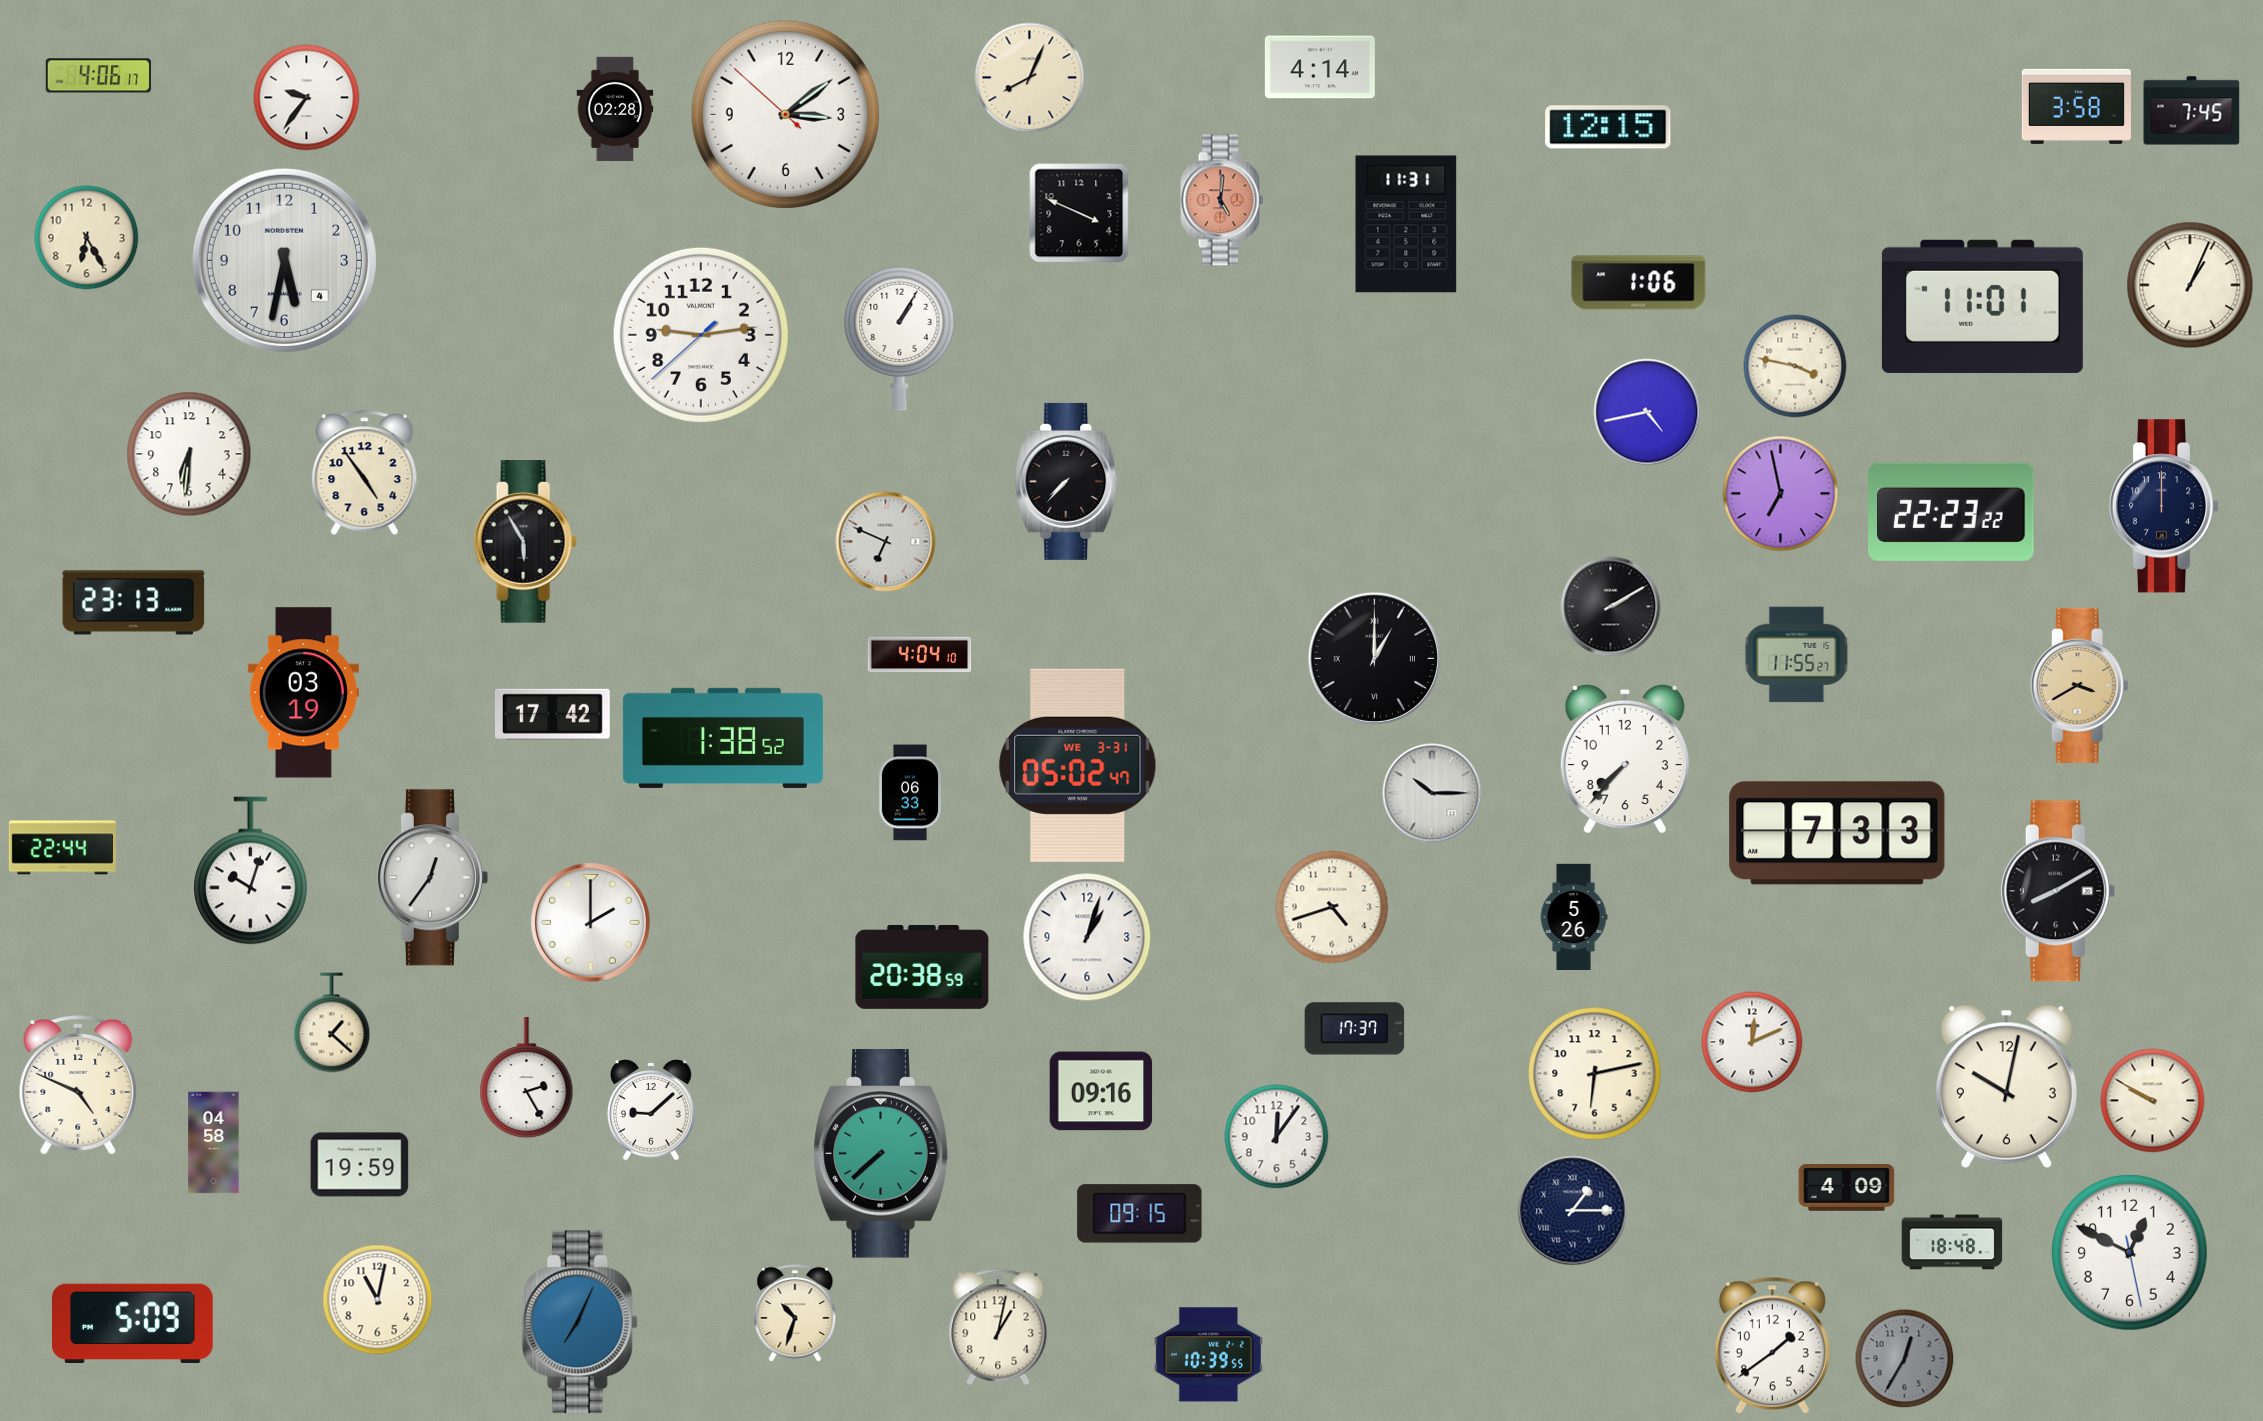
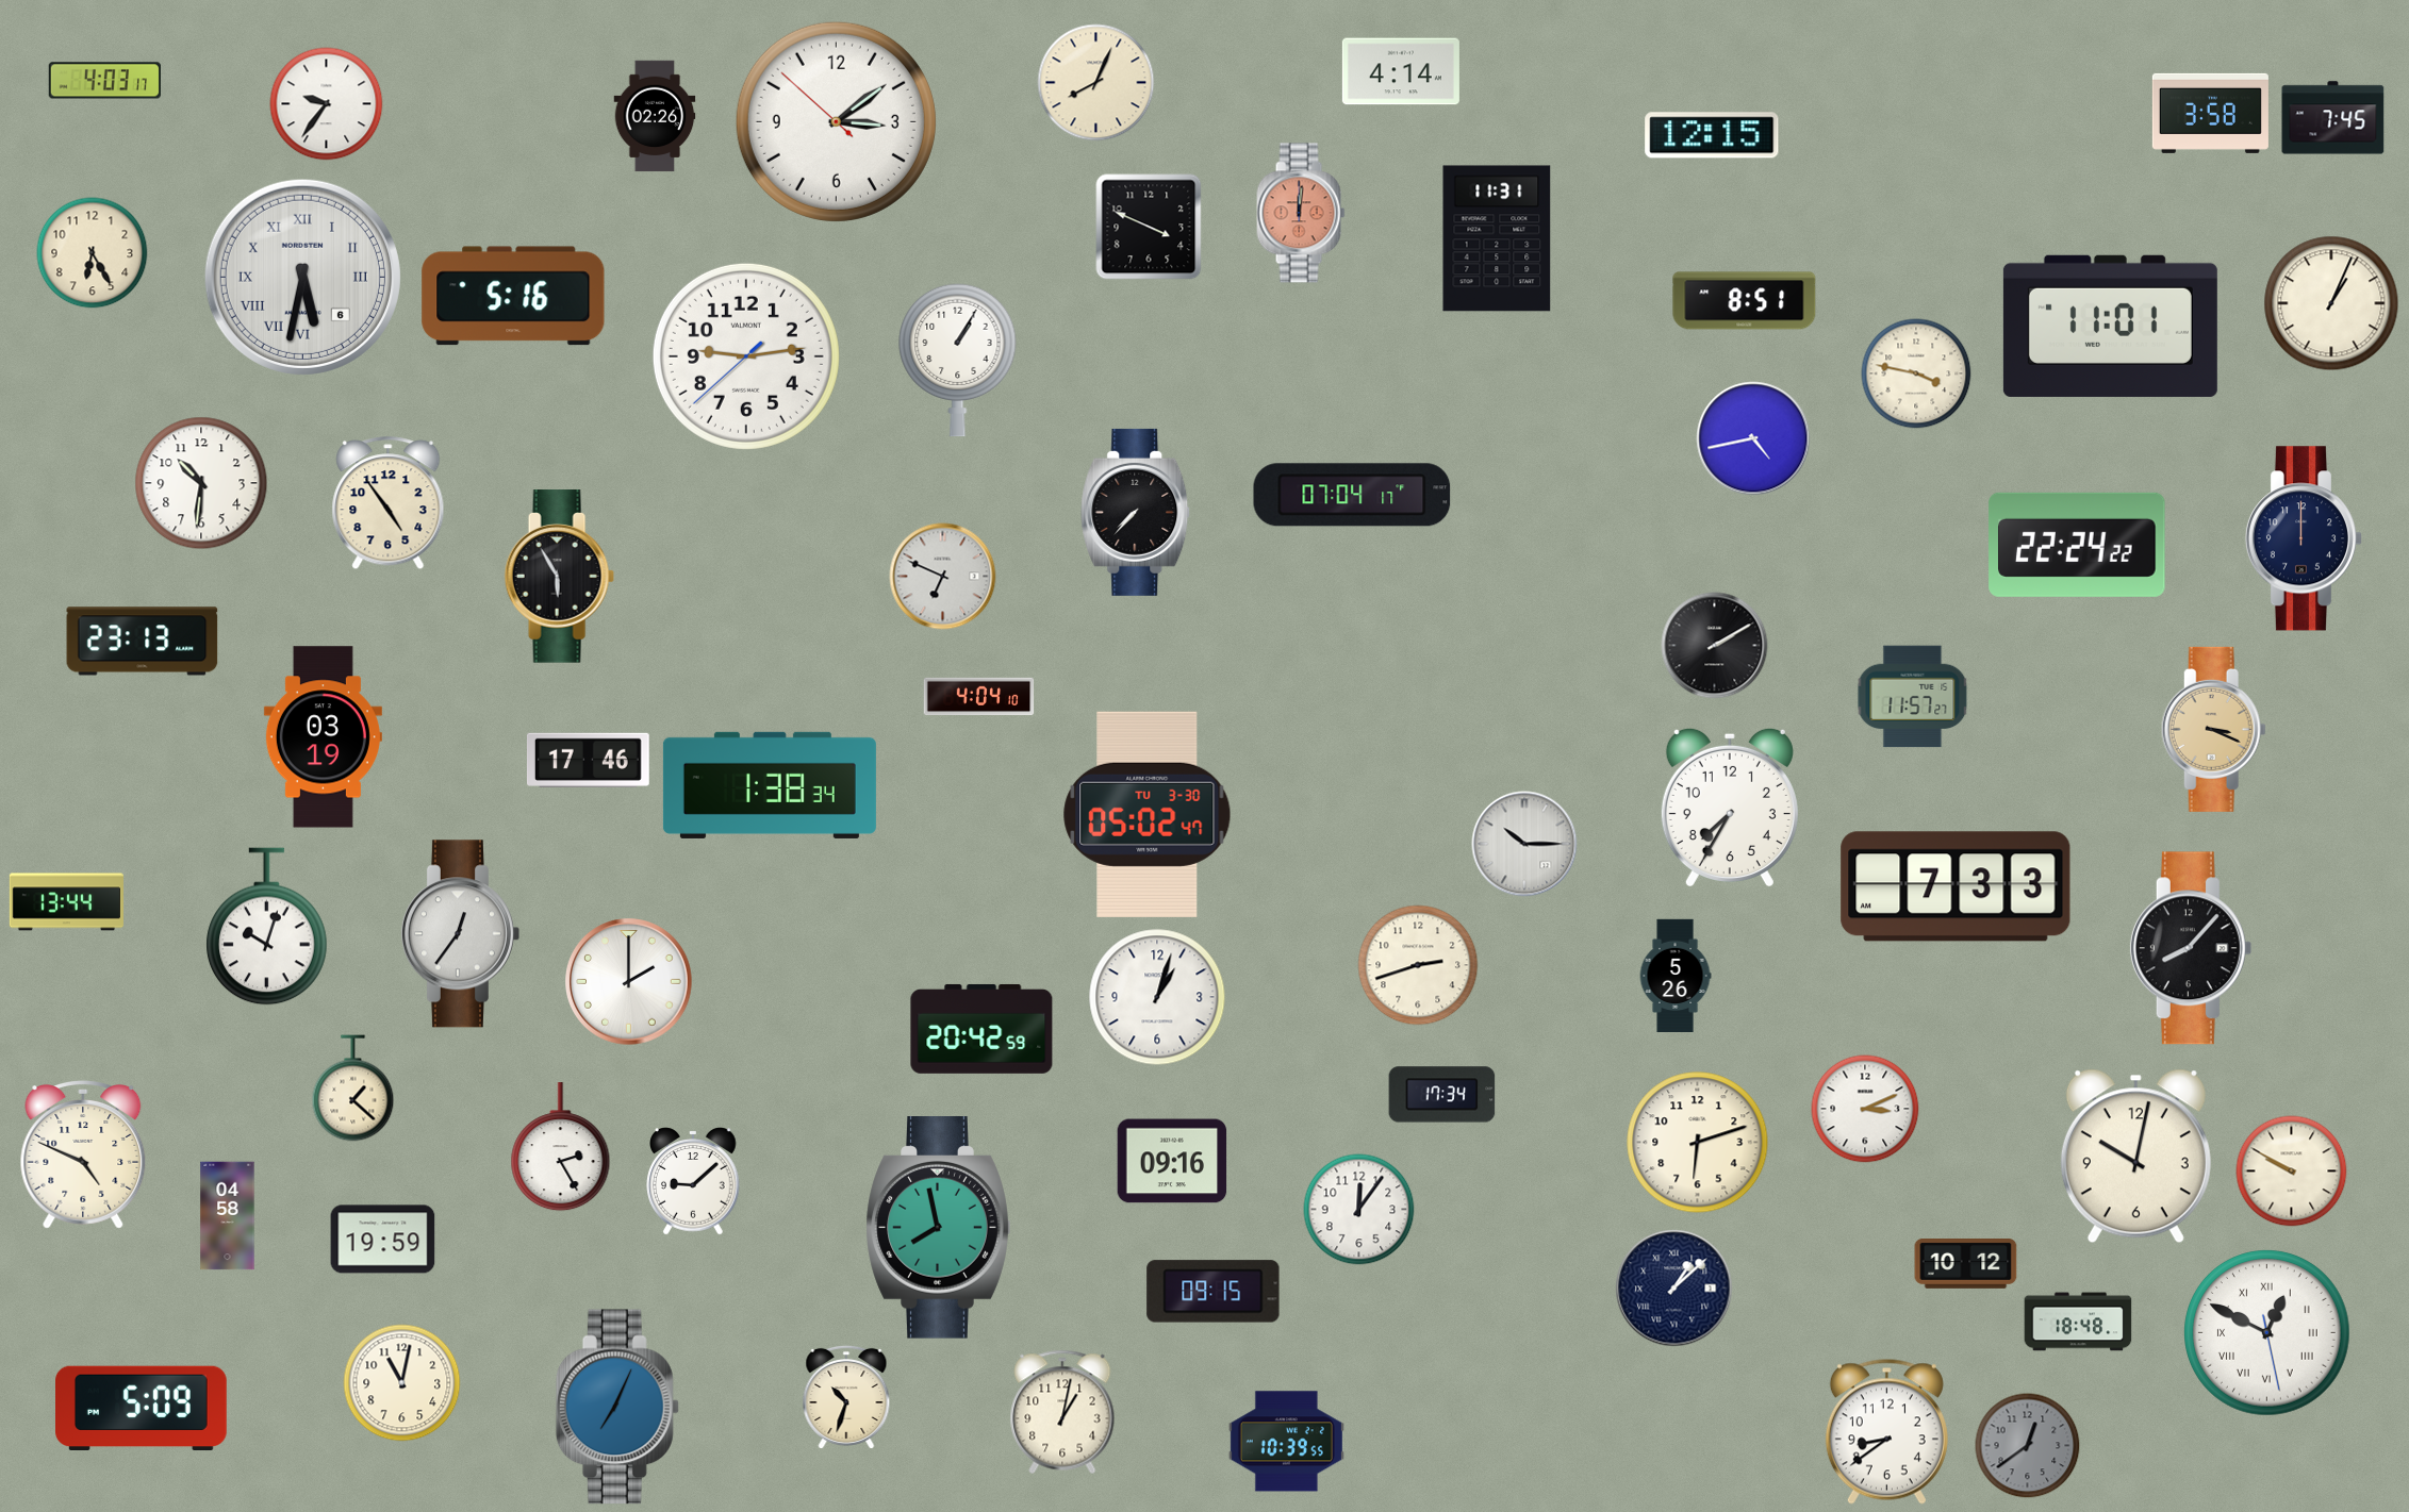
clock at (1320, 67) position: (1320, 67) -> (1401, 71)
clock at (98, 76): 4:06 -> 4:03
clock at (615, 109): 02:28 -> 02:26
clock at (1222, 200): 5:01 -> 12:01
clock at (284, 260) date: 4 -> 6
clock at (284, 260) numerals: Arabic -> Roman
clock at (513, 296): none -> 5:16
clock at (1639, 283): 1:06 -> 8:51
clock at (1795, 366) position: (1795, 366) -> (1916, 373)
clock at (189, 454): 6:31 -> 10:31
clock at (1352, 495): none -> 07:04
clock at (1781, 494): 6:58 -> none
clock at (1951, 512): 22:23 -> 22:24
clock at (1797, 655): 11:55 -> 11:57
clock at (1374, 658): 1:00 -> none
clock at (2079, 685): 3:40 -> 3:19
clock at (552, 714): 17:42 -> 17:46
clock at (723, 738): 1:38:52 -> 1:38:34
clock at (1625, 758): 7:37 -> 7:35
clock at (1078, 765) date: WE 3-31 -> TU 3-30
clock at (910, 793): 06:33 -> none
clock at (62, 848): 22:44 -> 13:44
clock at (2058, 891): 8:10 -> 8:07
clock at (1332, 907): 4:42 -> 2:42
clock at (922, 967): 20:38 -> 20:42
clock at (1355, 1029): 17:37 -> 17:34
clock at (1752, 1042): 12:11 -> 3:11
clock at (1595, 1074): 6:13 -> 6:12
clock at (882, 1154): 7:38 -> 7:58
clock at (1847, 1188): 4:09 -> 10:12
clock at (1573, 1211): 1:15 -> 1:08
clock at (2130, 1253) numerals: Arabic -> Roman
clock at (1772, 1345): 1:39 -> 8:39
clock at (1905, 1359): 12:35 -> 12:39
